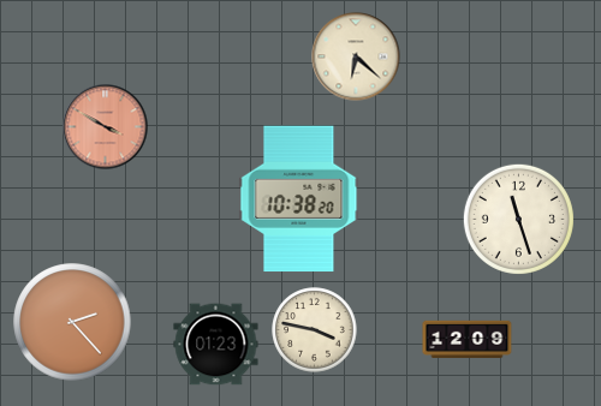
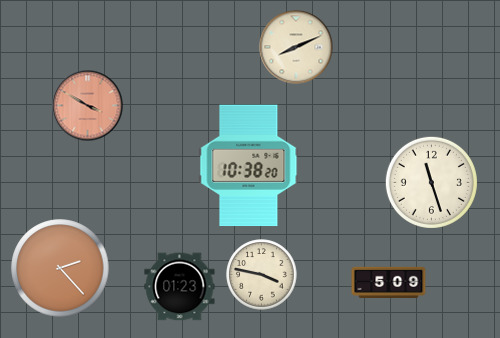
clock at (356, 56): 6:22 -> 8:11
clock at (468, 339): 12:09 -> 5:09
